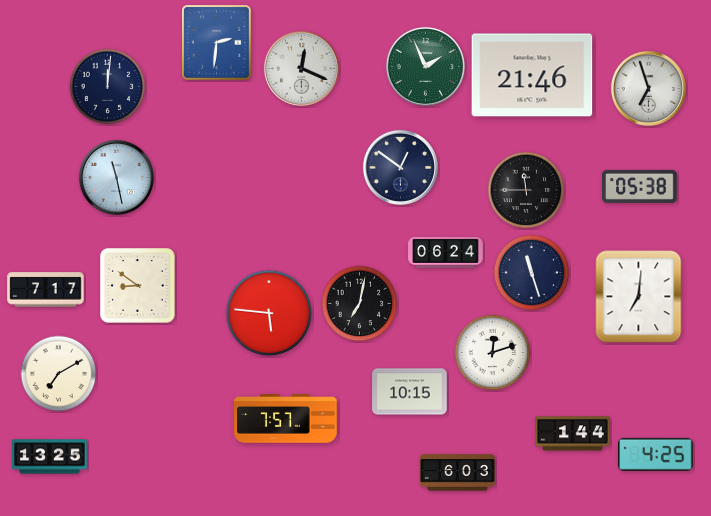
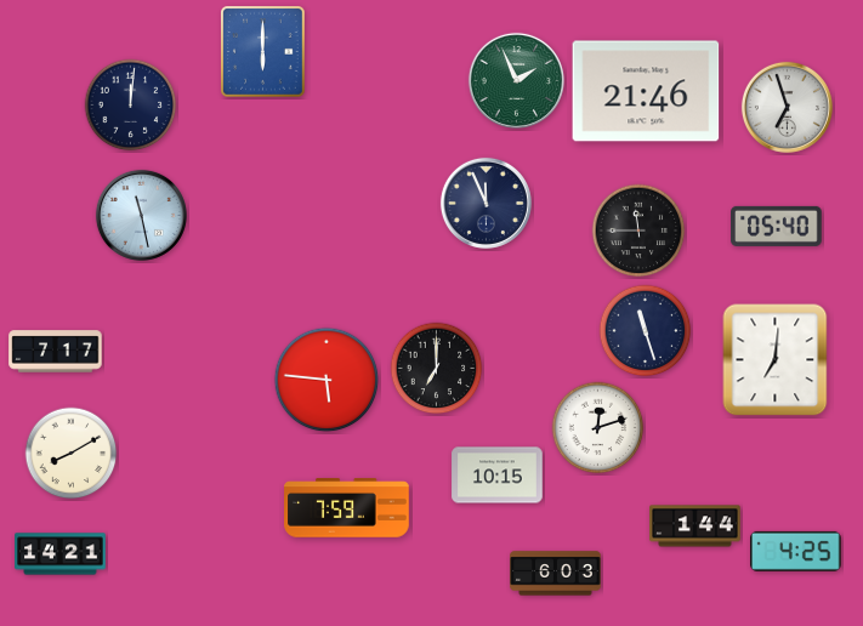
clock at (217, 43): 2:31 -> 6:00
clock at (301, 68): 12:19 -> none
clock at (400, 167): 12:51 -> 11:56
clock at (640, 186): 05:38 -> 05:40
clock at (446, 253): 06:24 -> none
clock at (138, 286): 8:51 -> none
clock at (360, 304): 7:02 -> 7:00
clock at (59, 374): 7:10 -> 8:10
clock at (286, 419): 7:57 -> 7:59
clock at (50, 457): 13:25 -> 14:21
